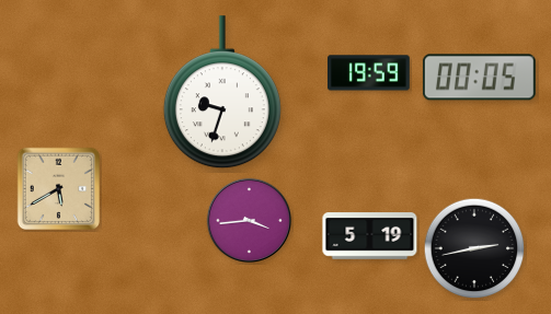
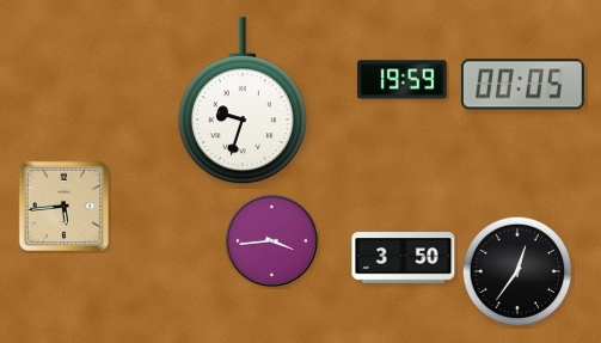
clock at (58, 188): 5:40 -> 5:44
clock at (370, 236): 5:19 -> 3:50
clock at (474, 248): 2:43 -> 12:36
